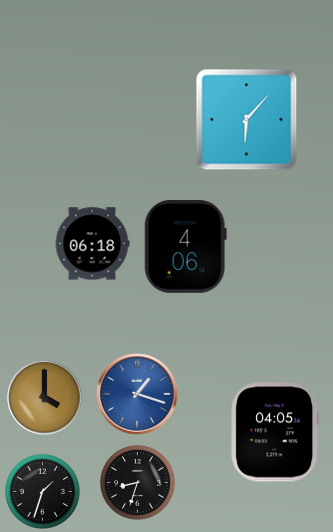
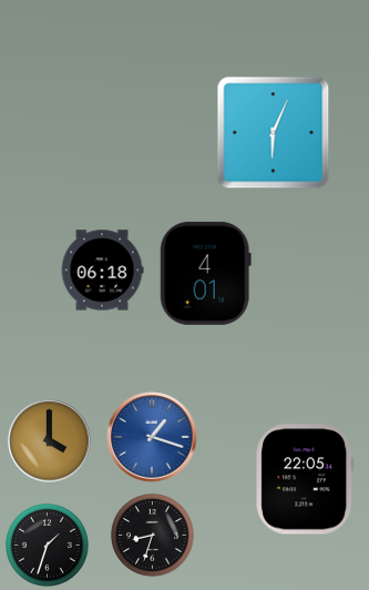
clock at (247, 120): 6:07 -> 6:04
clock at (185, 246): 4:06 -> 4:01
clock at (275, 432): 04:05 -> 22:05
